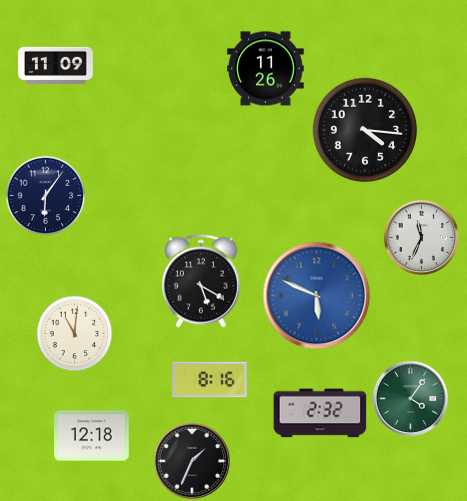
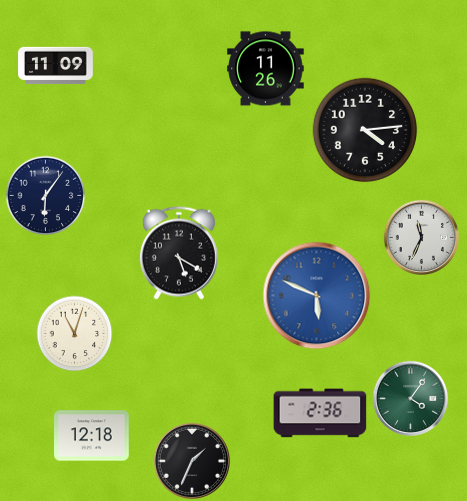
clock at (365, 130): 4:16 -> 4:14
clock at (201, 281) position: (201, 281) -> (179, 253)
clock at (75, 334): 11:01 -> 11:03
clock at (210, 380): 8:16 -> none
clock at (320, 413): 2:32 -> 2:36
